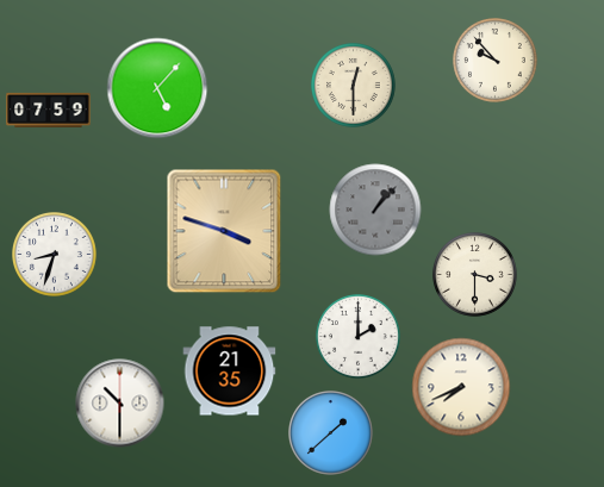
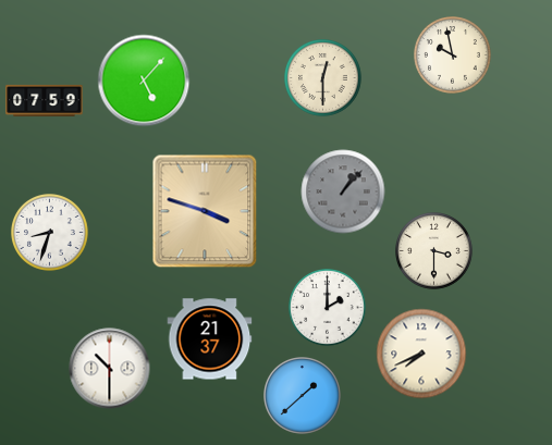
clock at (496, 61): 9:53 -> 9:58
clock at (230, 372): 21:35 -> 21:37
